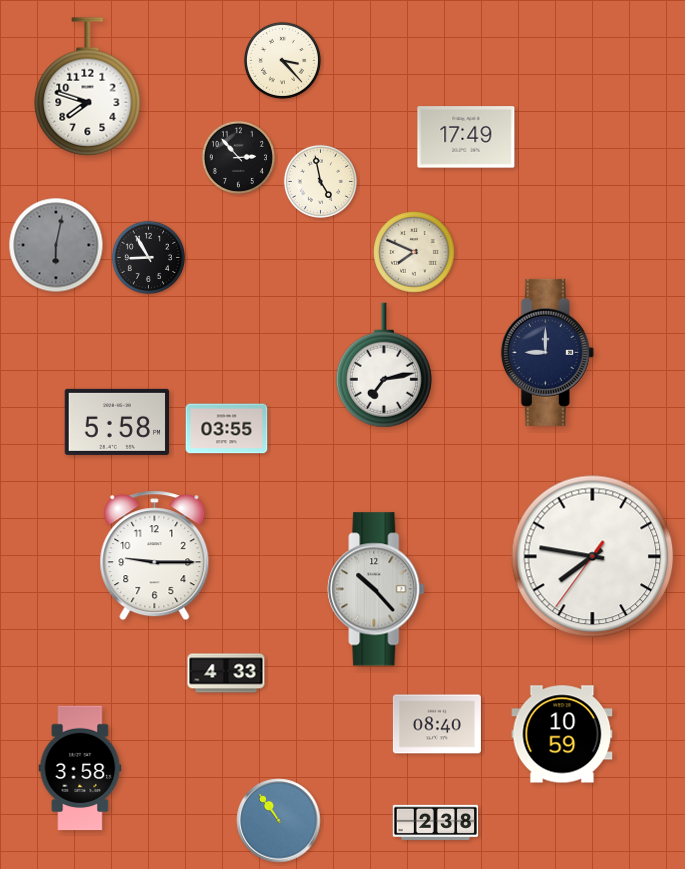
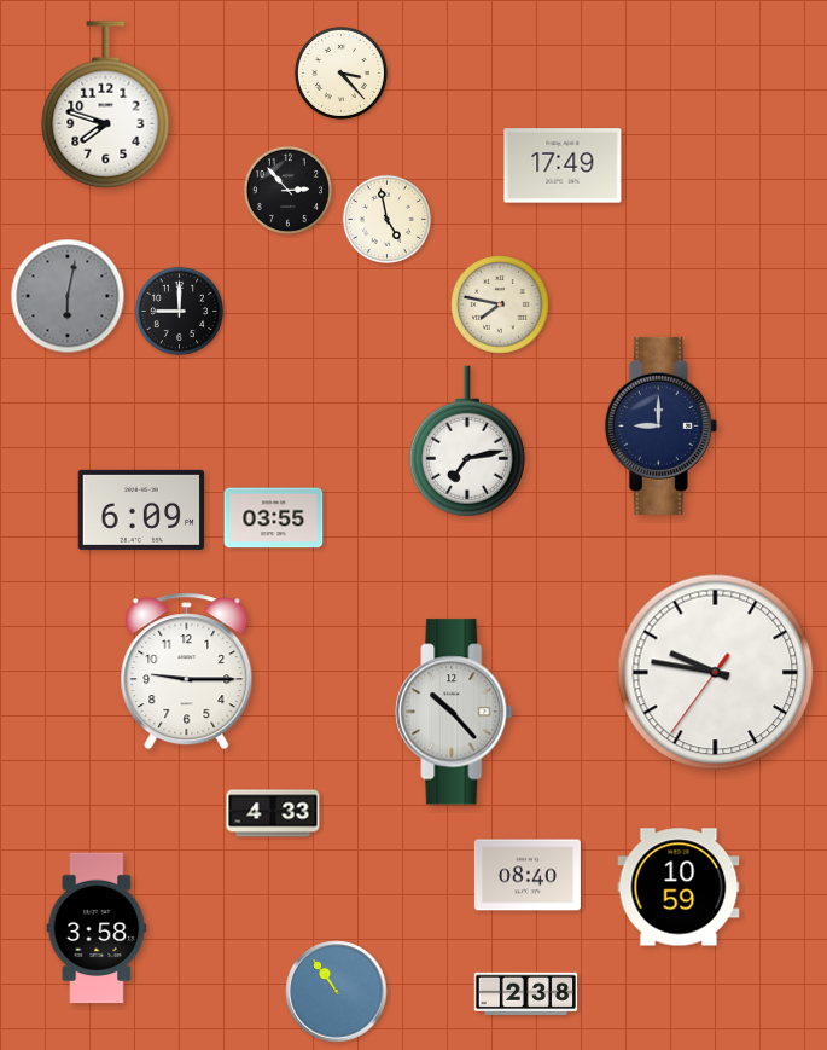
clock at (414, 252): 7:49 -> 7:47
clock at (148, 257): 8:55 -> 9:00
clock at (384, 365) position: (384, 365) -> (467, 441)
clock at (117, 422): 5:58 -> 6:09
clock at (593, 557): 7:46 -> 9:46
